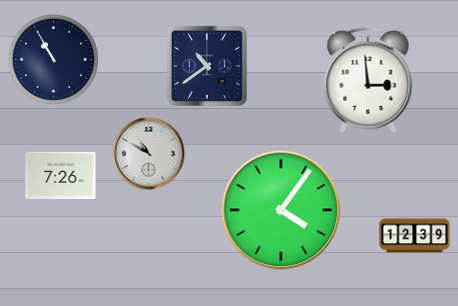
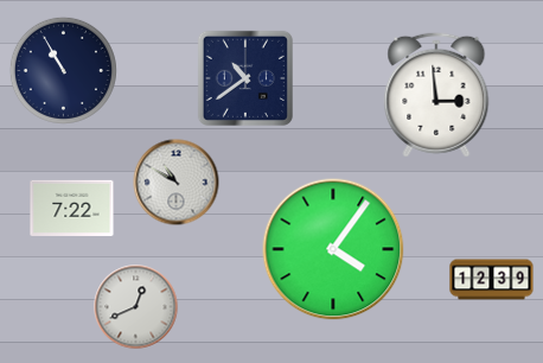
clock at (61, 175): 7:26 -> 7:22
clock at (136, 307): none -> 12:41
